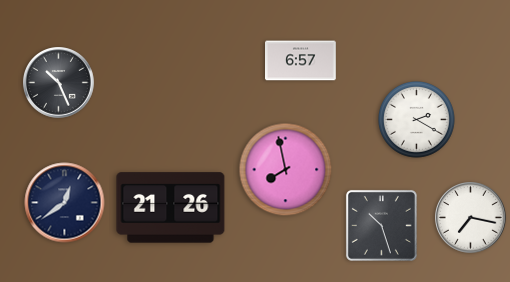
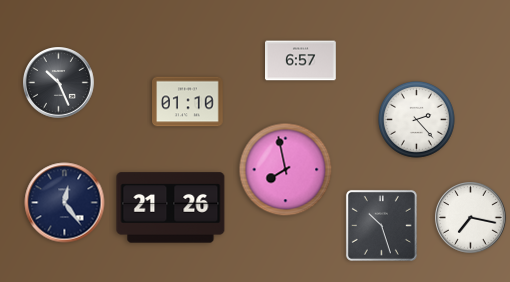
clock at (188, 102): none -> 01:10
clock at (417, 120): 2:20 -> 2:23
clock at (65, 203): 12:39 -> 12:24
